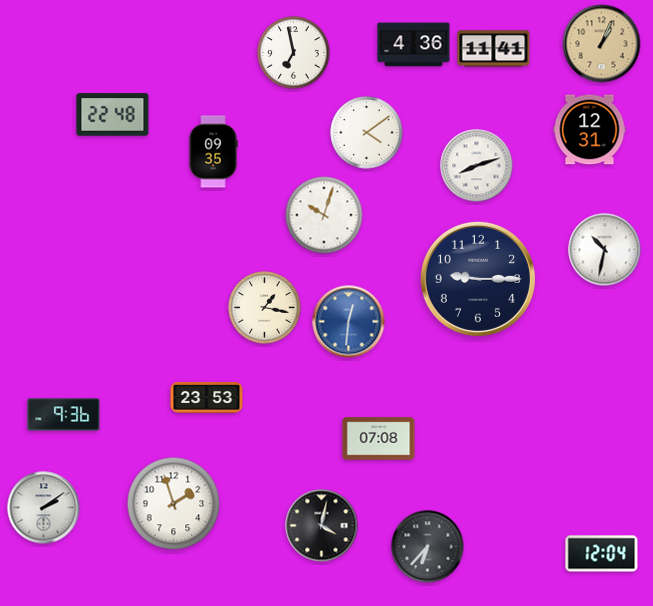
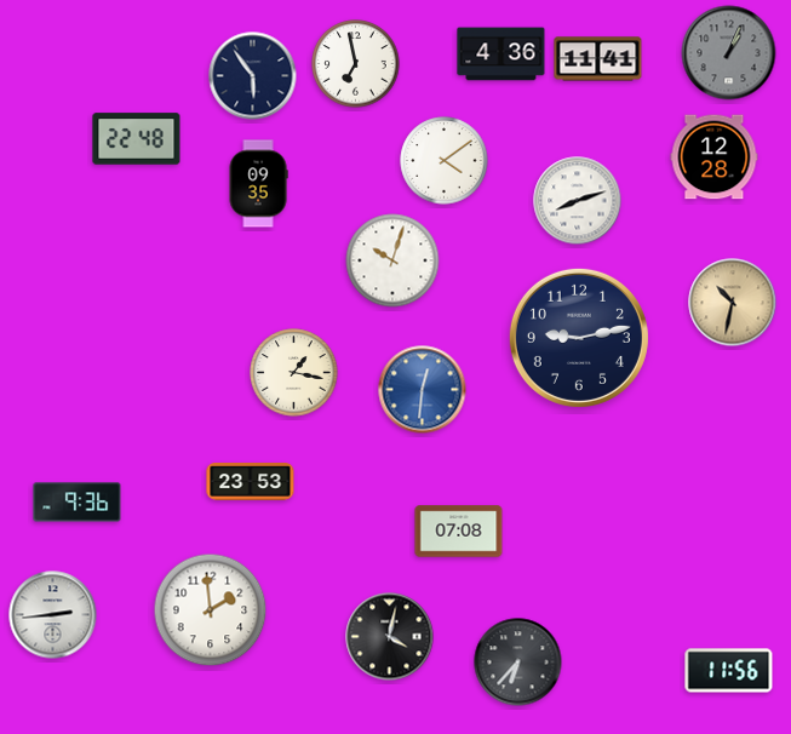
clock at (602, 44) dial: champagne -> grey
clock at (253, 76): none -> 5:54
clock at (590, 130): 12:31 -> 12:28
clock at (605, 250) dial: white -> champagne
clock at (478, 279): 9:15 -> 9:13
clock at (265, 308) position: (265, 308) -> (294, 373)
clock at (174, 504): 1:57 -> 1:59
clock at (44, 508): 2:09 -> 2:44
clock at (602, 554): 12:04 -> 11:56
